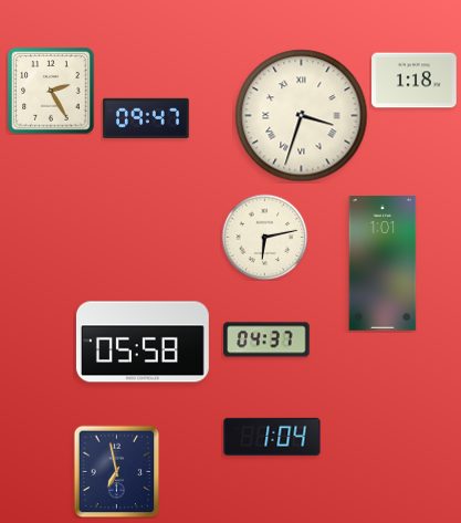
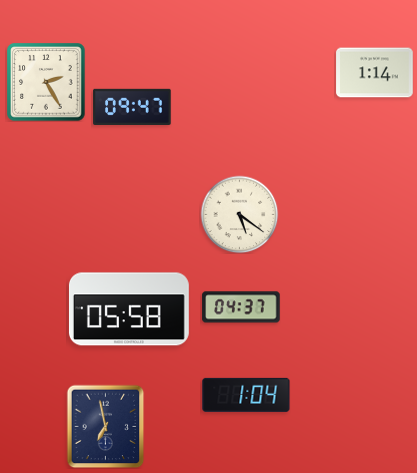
clock at (415, 81): 1:18 -> 1:14
clock at (302, 116): 3:33 -> none
clock at (264, 237): 6:13 -> 5:21
clock at (383, 264): 1:01 -> none
